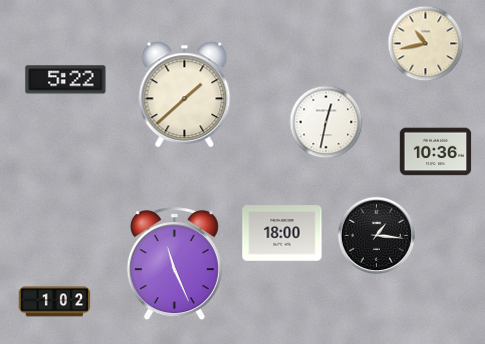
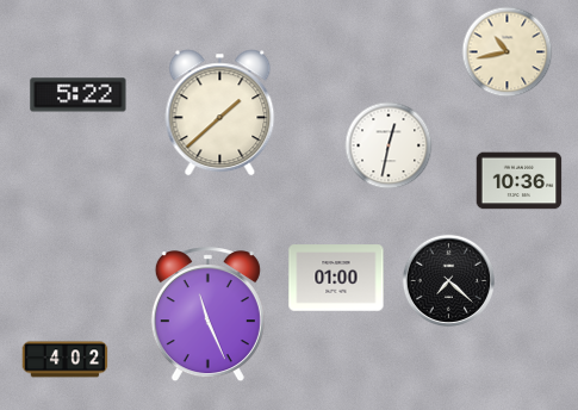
clock at (282, 233): 18:00 -> 01:00
clock at (376, 235): 1:16 -> 7:22
clock at (55, 302): 1:02 -> 4:02
